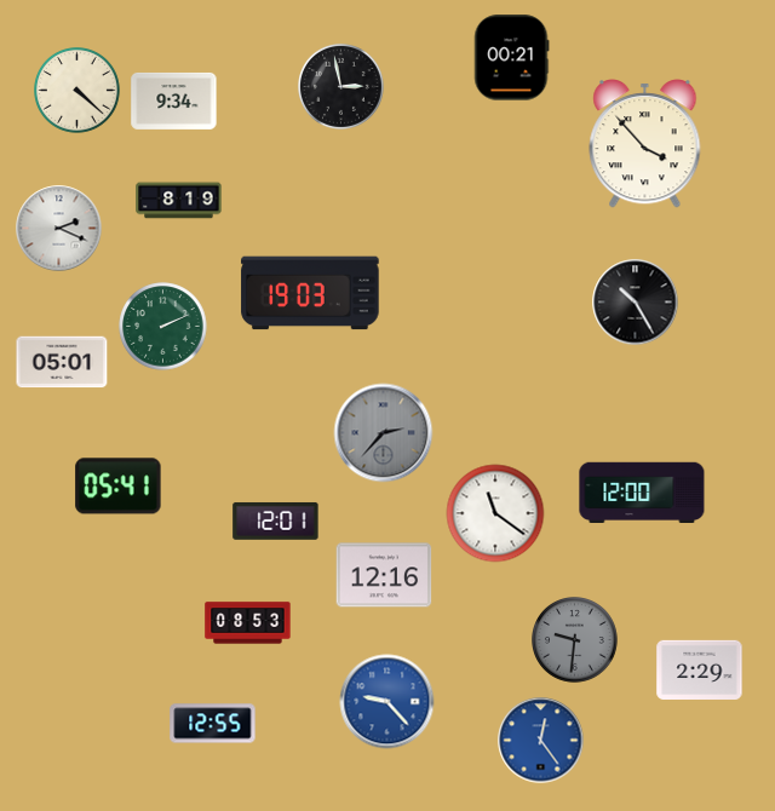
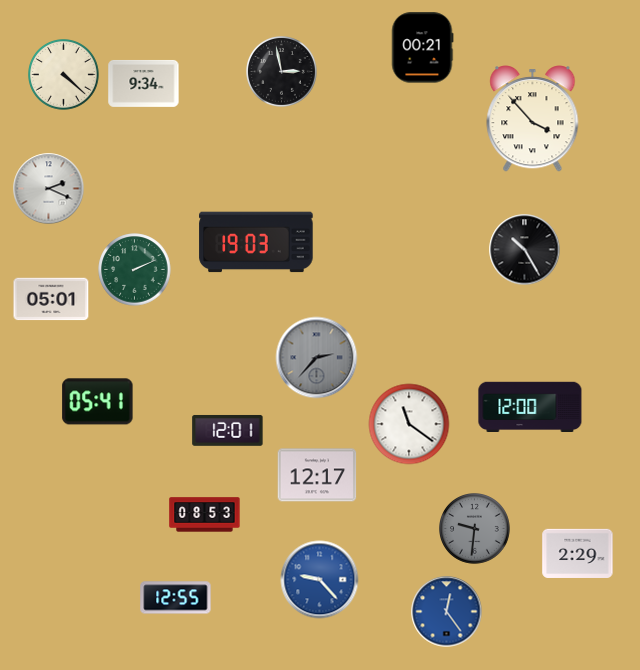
clock at (179, 201): 8:19 -> none
clock at (384, 575): 12:16 -> 12:17
